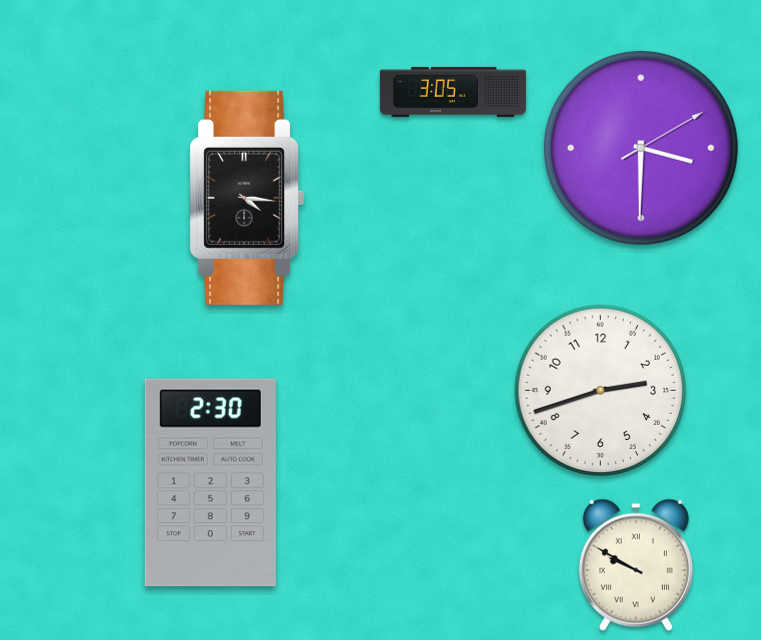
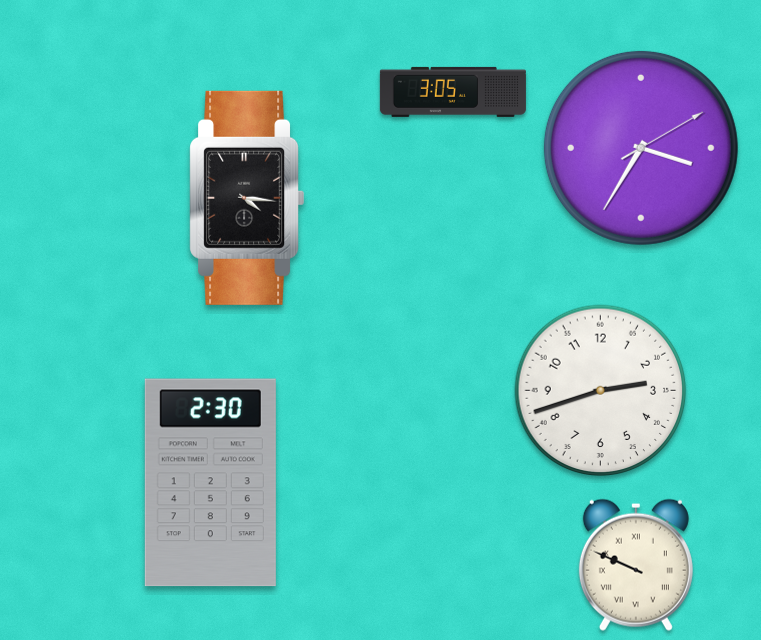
clock at (641, 148): 3:30 -> 3:35
clock at (636, 565): 9:50 -> 9:49
